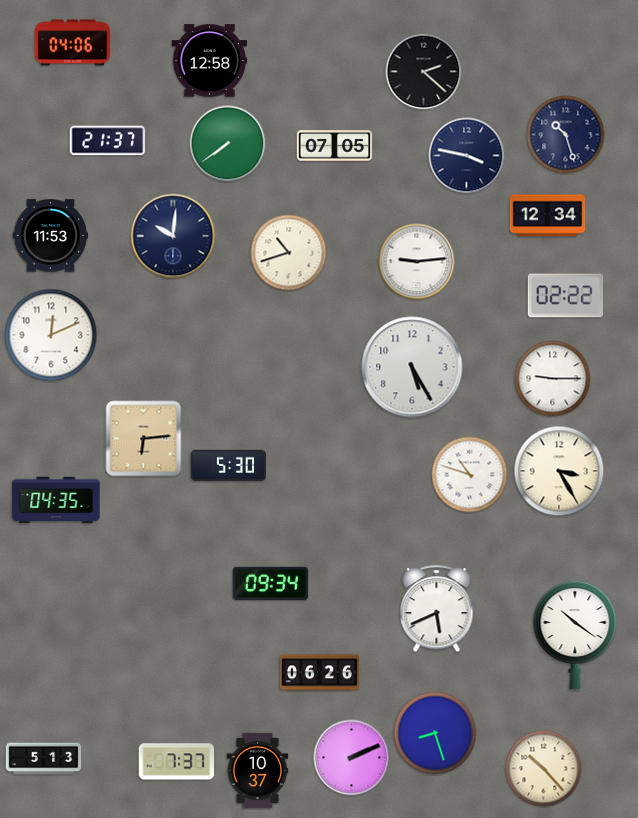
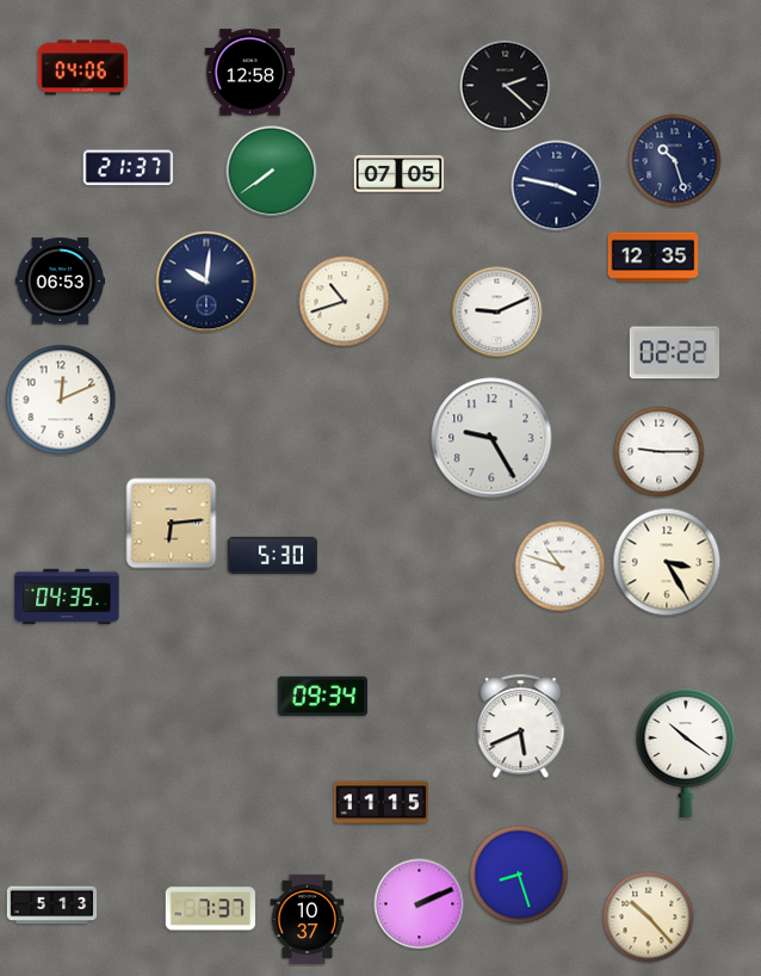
clock at (73, 43) position: (73, 43) -> (83, 68)
clock at (548, 216): 12:34 -> 12:35
clock at (51, 236): 11:53 -> 06:53
clock at (417, 262): 9:14 -> 9:11
clock at (412, 367): 5:25 -> 9:25
clock at (575, 635) position: (575, 635) -> (686, 753)
clock at (319, 673): 06:26 -> 11:15
